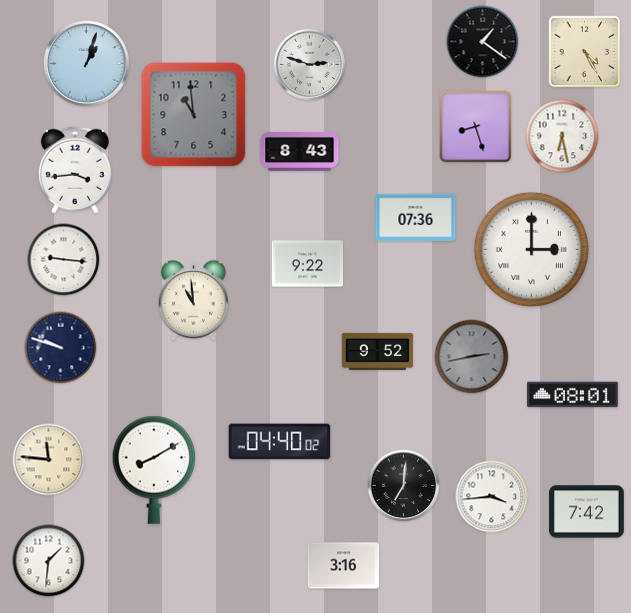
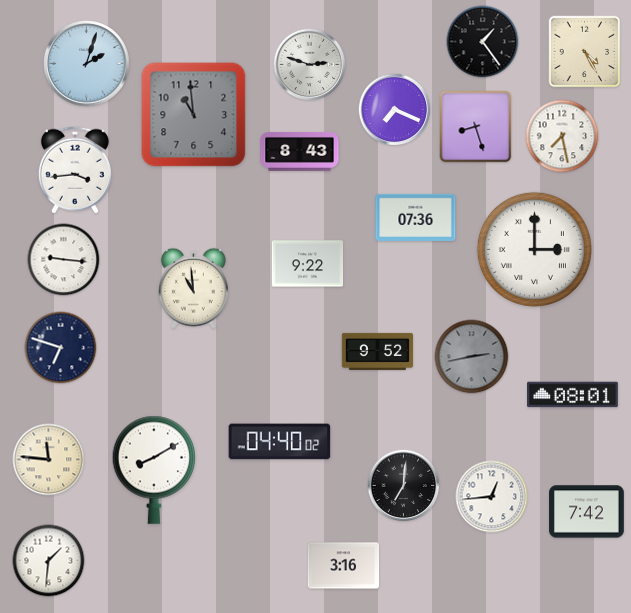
clock at (483, 42): 1:21 -> 1:24
clock at (87, 64): 1:03 -> 2:03
clock at (395, 110): none -> 7:19
clock at (562, 136): 6:28 -> 7:28
clock at (531, 249) position: (531, 249) -> (534, 249)
clock at (193, 300) position: (193, 300) -> (193, 288)
clock at (61, 348): 9:48 -> 6:48
clock at (492, 497): 3:44 -> 12:44
